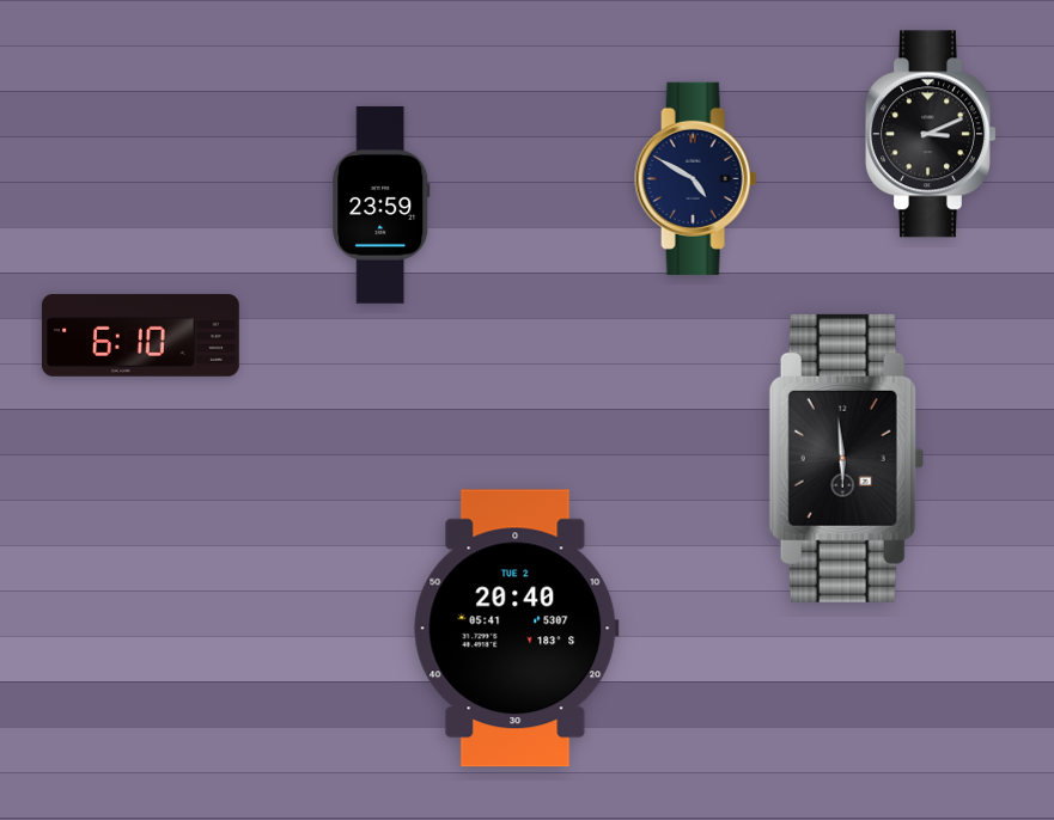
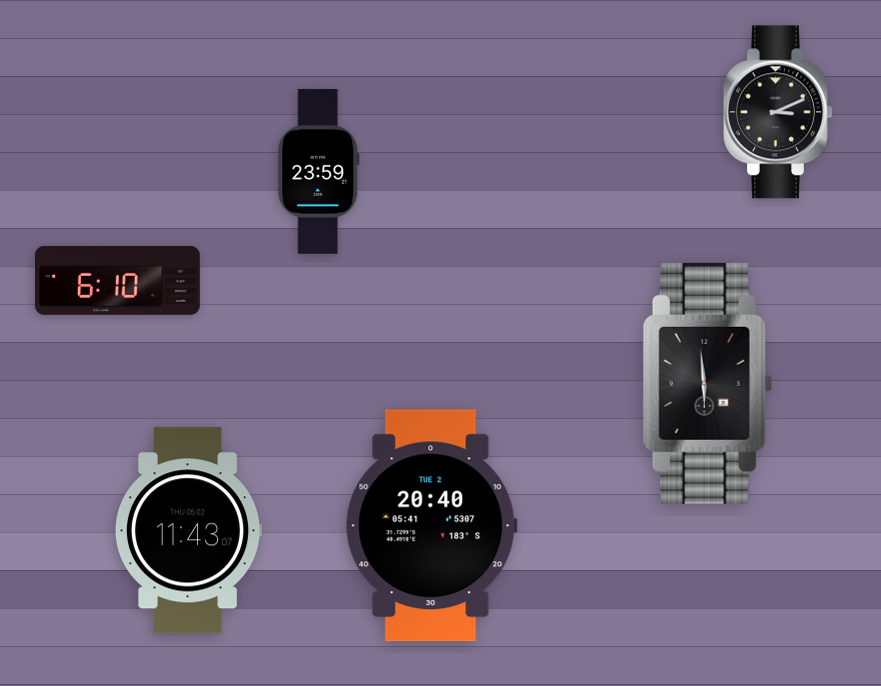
clock at (696, 178): 4:50 -> none
clock at (188, 531): none -> 11:43
